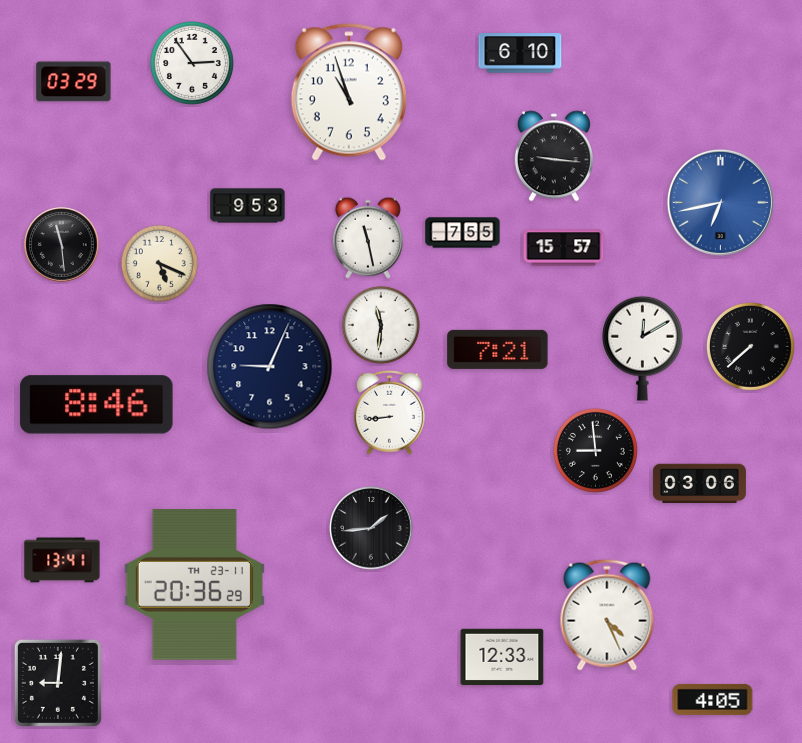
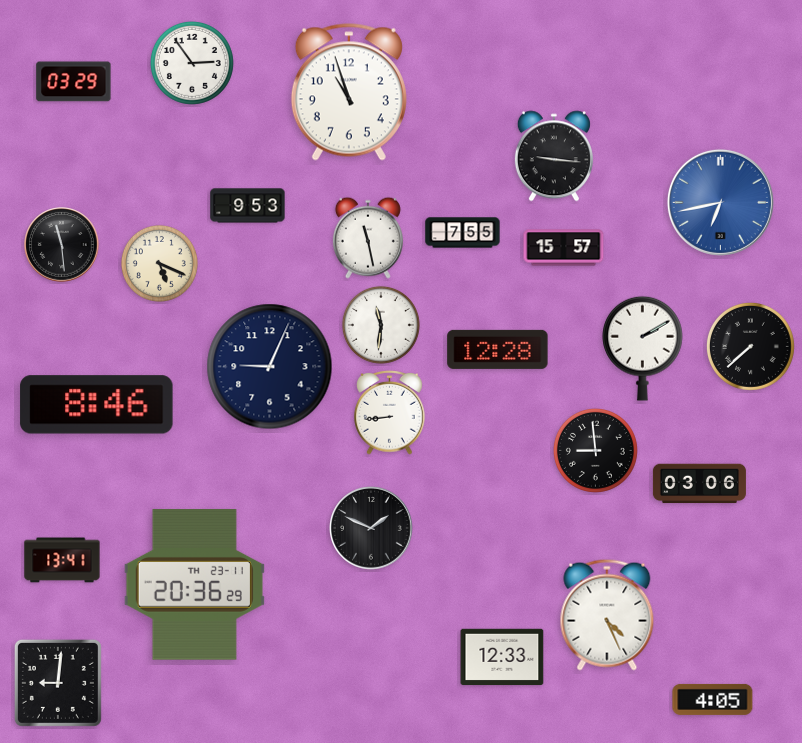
clock at (520, 53): 6:10 -> none
clock at (643, 348): 12:10 -> 2:10
clock at (498, 349): 7:21 -> 12:28
clock at (371, 528): 1:44 -> 1:49
